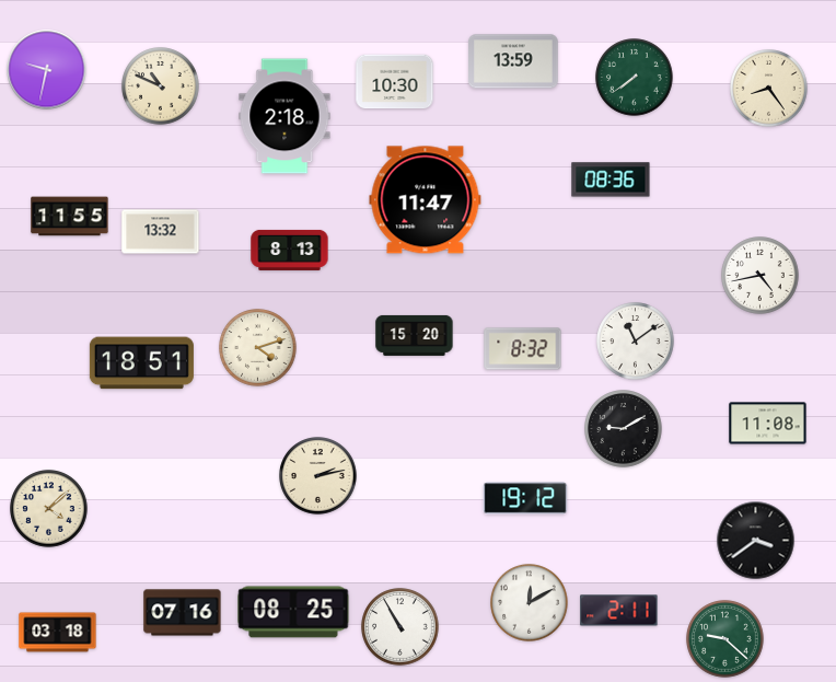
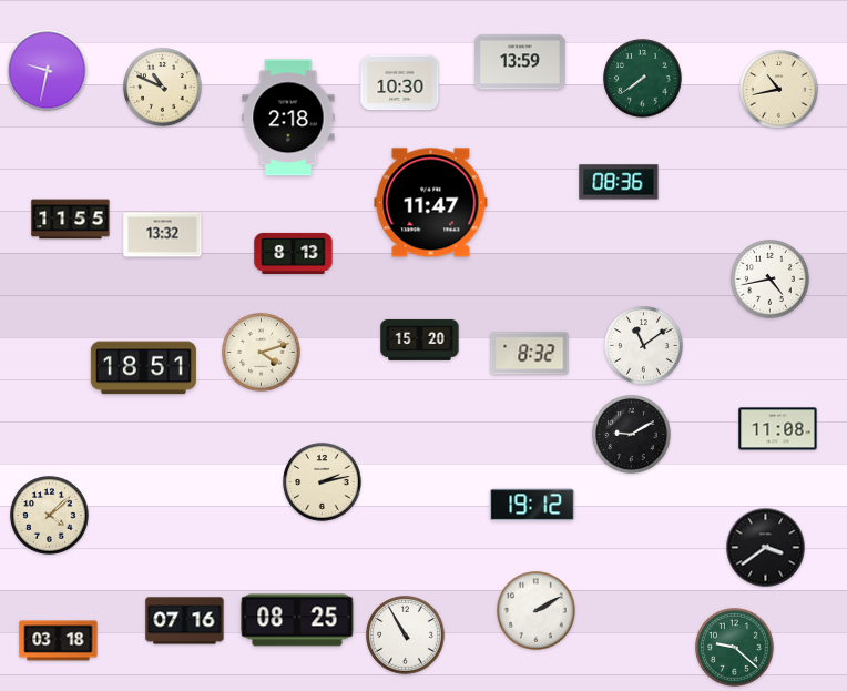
clock at (769, 89): 8:24 -> 10:43
clock at (530, 603): 12:10 -> 2:10
clock at (619, 611): 2:11 -> none
